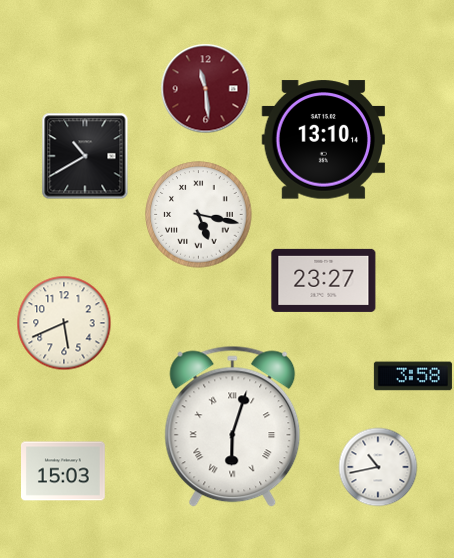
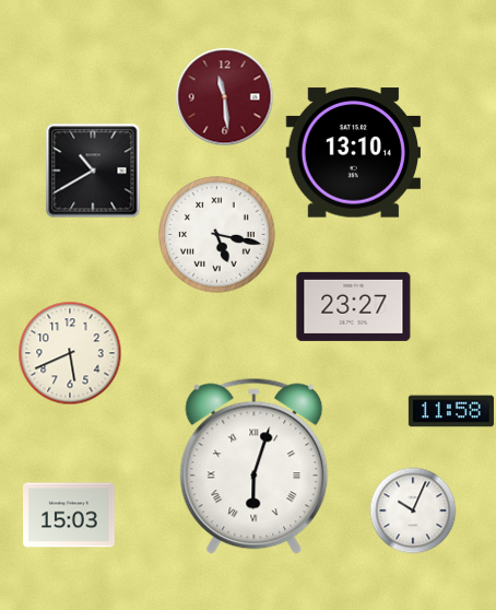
clock at (413, 376): 3:58 -> 11:58
clock at (378, 467): 10:43 -> 10:04
